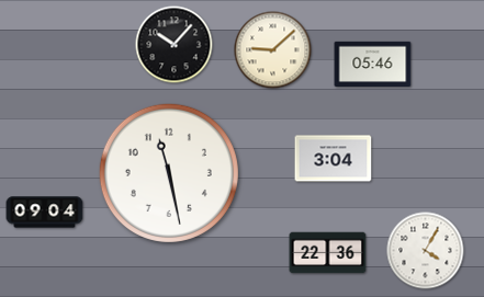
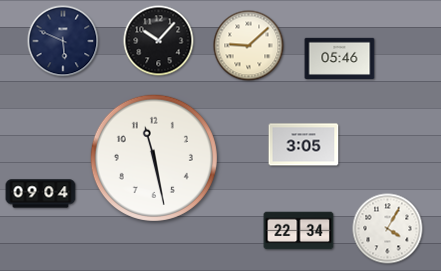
clock at (63, 41): none -> 5:49
clock at (334, 159): 3:04 -> 3:05
clock at (328, 253): 22:36 -> 22:34
